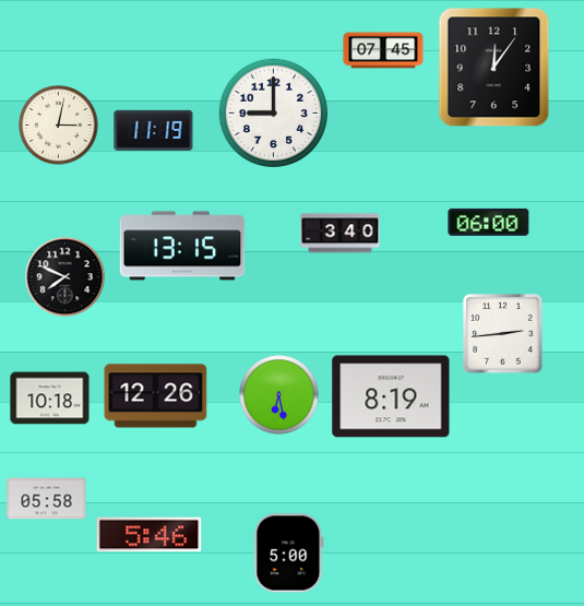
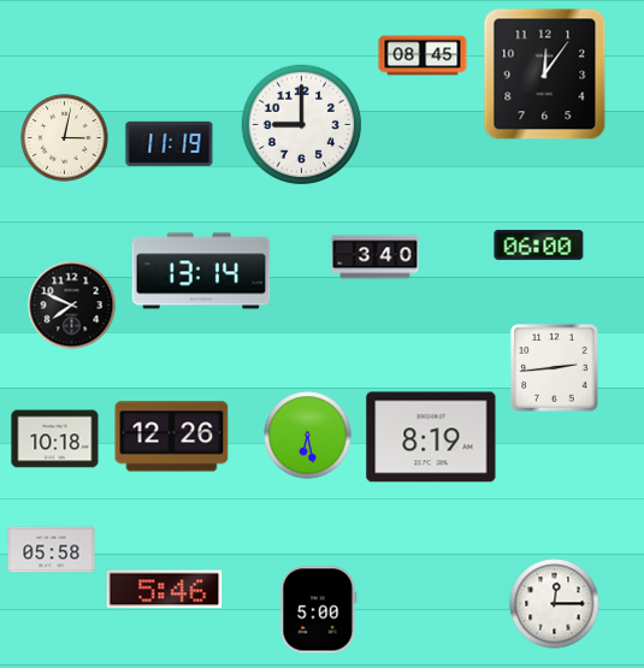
clock at (383, 50): 07:45 -> 08:45
clock at (182, 246): 13:15 -> 13:14
clock at (555, 604): none -> 12:15
